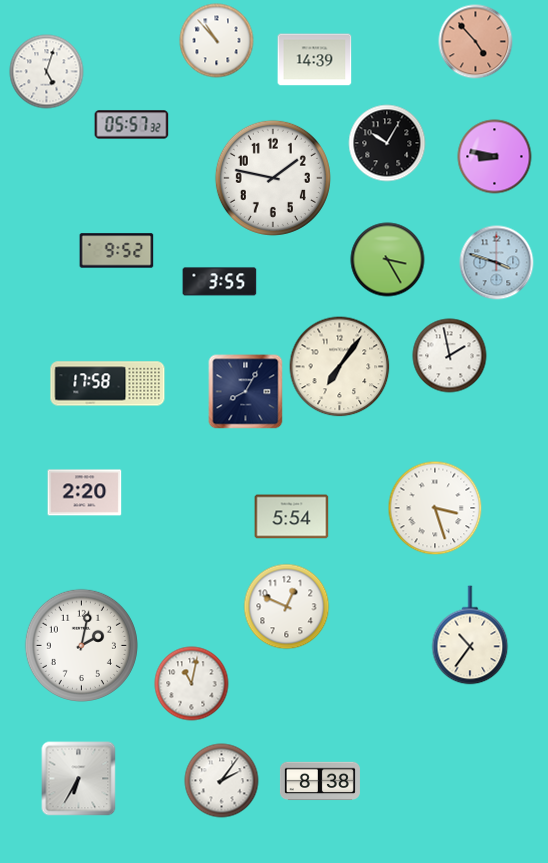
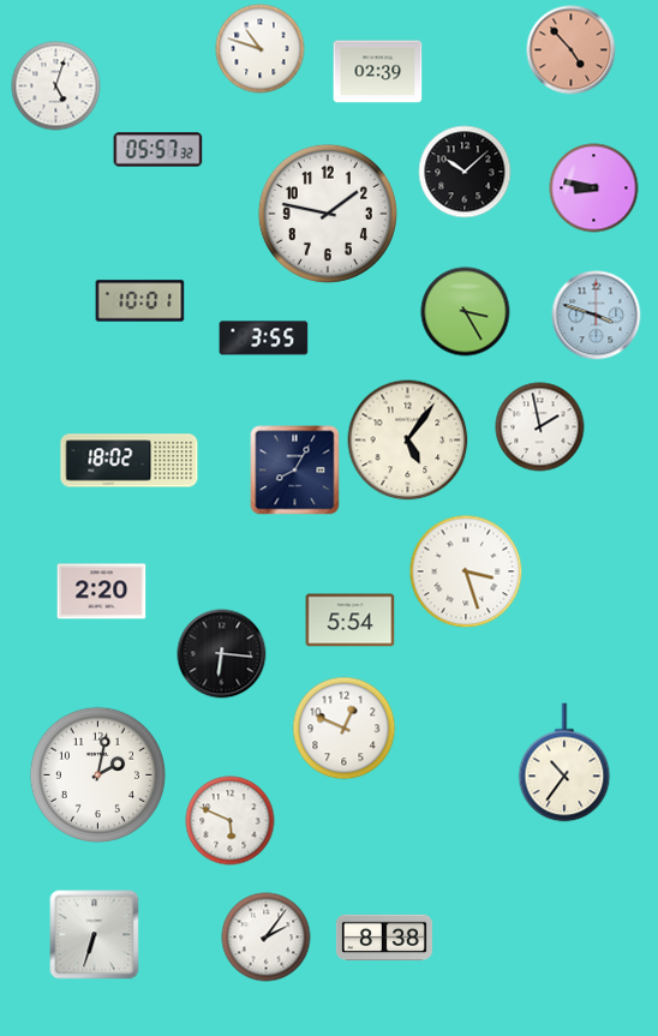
clock at (217, 41): 10:53 -> 10:48
clock at (315, 60): 14:39 -> 02:39
clock at (387, 143): 10:05 -> 10:08
clock at (117, 251): 9:52 -> 10:01
clock at (340, 367): 7:06 -> 5:06
clock at (108, 384): 17:58 -> 18:02
clock at (435, 508) position: (435, 508) -> (466, 571)
clock at (222, 654): none -> 6:16
clock at (192, 684): 11:02 -> 5:49
clock at (79, 779): 6:35 -> 6:33
